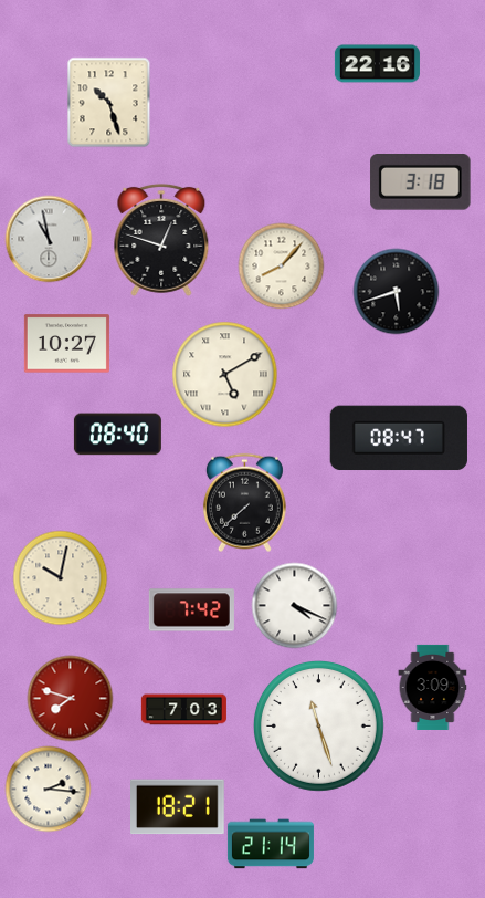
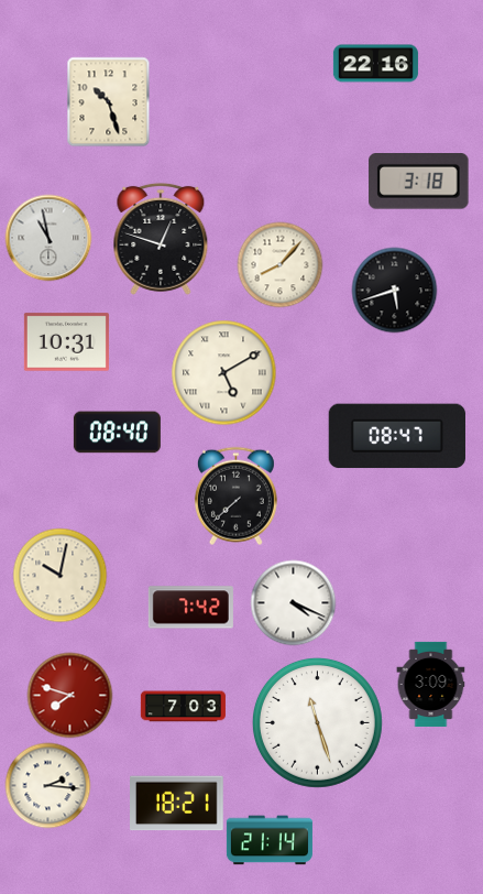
clock at (66, 344): 10:27 -> 10:31
clock at (244, 502) position: (244, 502) -> (235, 495)
